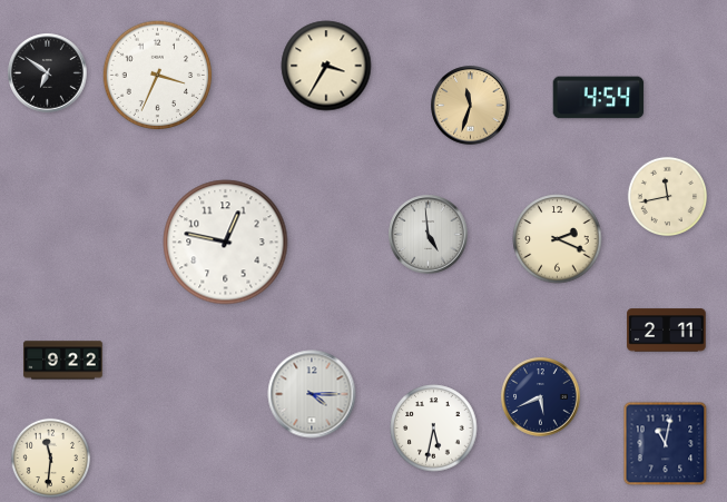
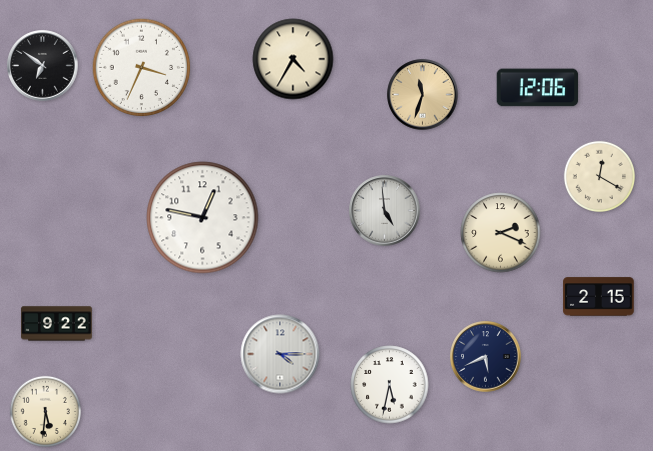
clock at (326, 66): 3:35 -> 4:35
clock at (599, 98): 4:54 -> 12:06
clock at (667, 196): 11:43 -> 12:20
clock at (558, 239) position: (558, 239) -> (501, 233)
clock at (667, 331): 2:11 -> 2:15
clock at (666, 444): 11:02 -> none
clock at (50, 457): 11:31 -> 5:31
